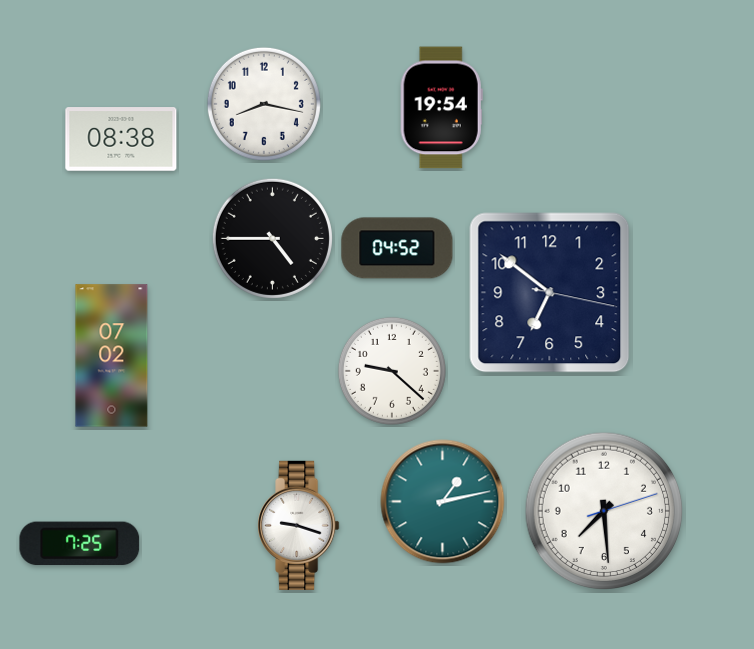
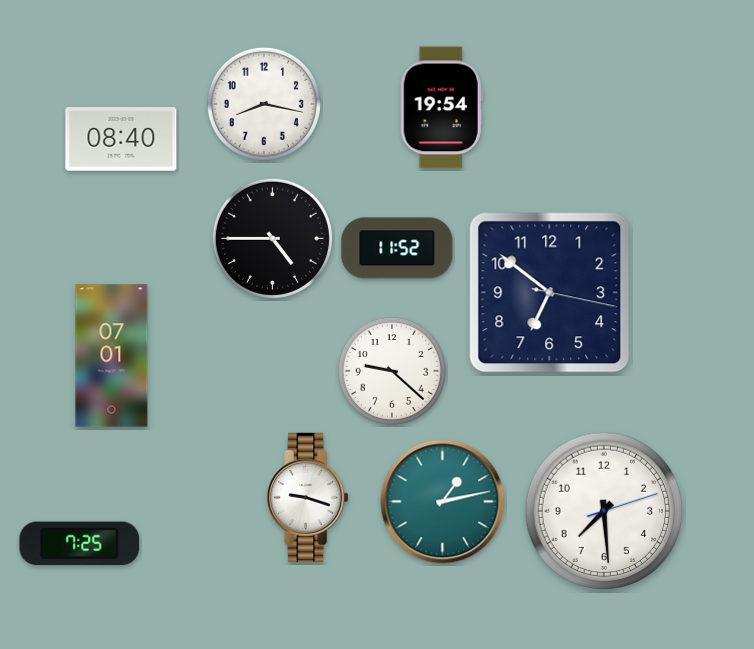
clock at (121, 139): 08:38 -> 08:40
clock at (397, 248): 04:52 -> 11:52
clock at (112, 356): 07:02 -> 07:01
clock at (299, 525) position: (299, 525) -> (308, 497)
